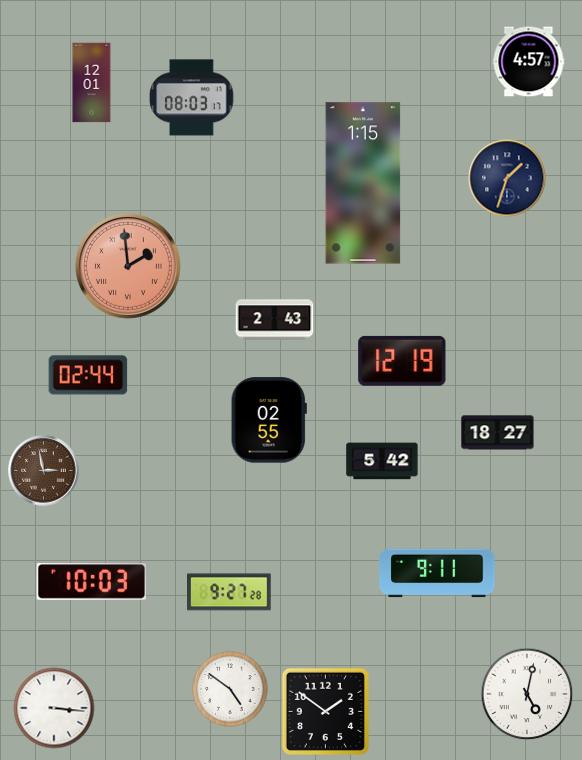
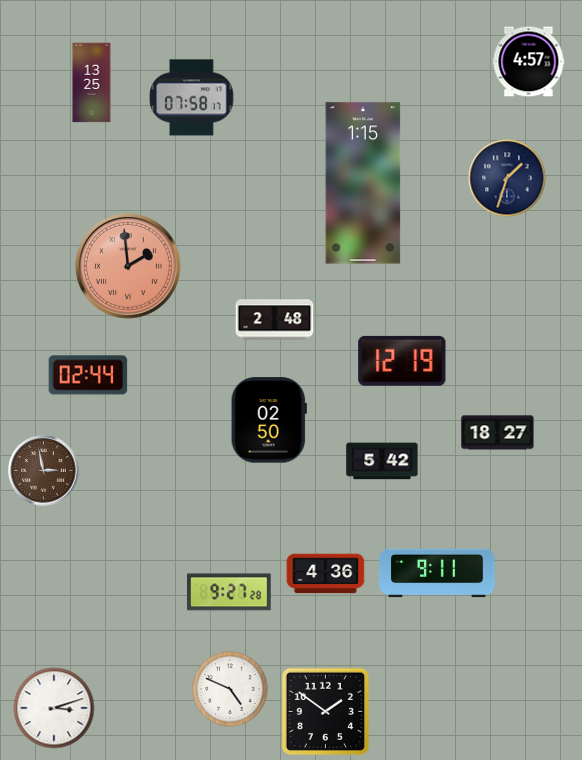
clock at (92, 83): 12:01 -> 13:25
clock at (192, 98): 08:03 -> 07:58
clock at (275, 320): 2:43 -> 2:48
clock at (269, 420): 02:55 -> 02:50
clock at (326, 574): none -> 4:36
clock at (92, 582): 10:03 -> none
clock at (230, 689): 4:51 -> 4:49
clock at (527, 694): 5:02 -> none
clock at (54, 708): 3:16 -> 3:12
